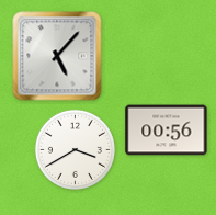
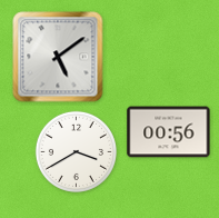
clock at (57, 56): 5:07 -> 5:09
